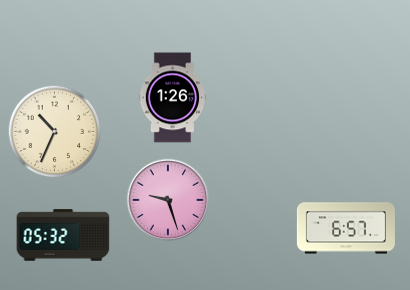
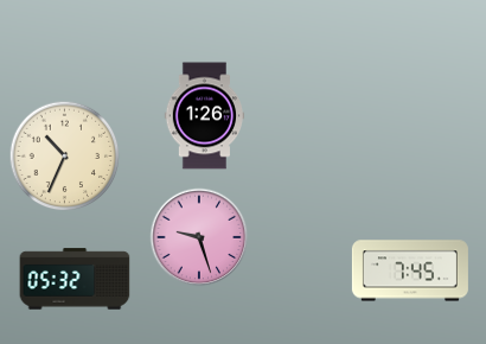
clock at (346, 228): 6:57 -> 7:45
